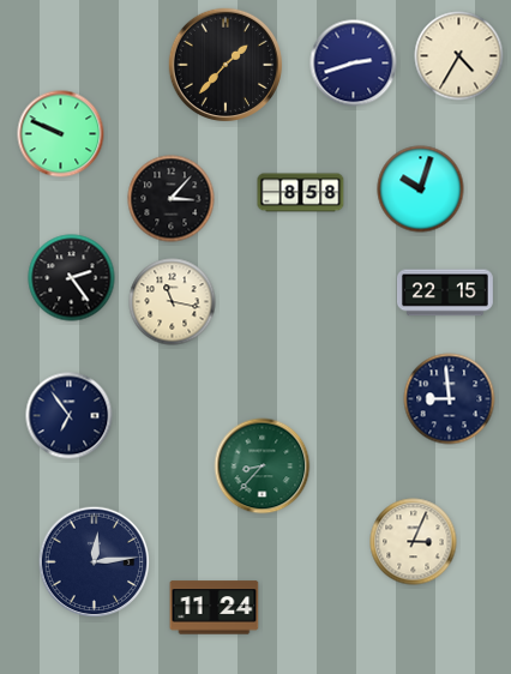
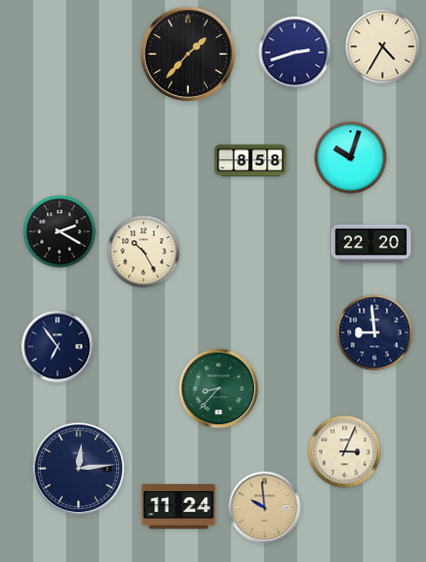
clock at (61, 134): 9:49 -> none
clock at (172, 199): 3:07 -> none
clock at (72, 278): 2:24 -> 2:20
clock at (445, 293): 22:15 -> 22:20
clock at (173, 302): 11:17 -> 10:25
clock at (265, 508): none -> 9:59
